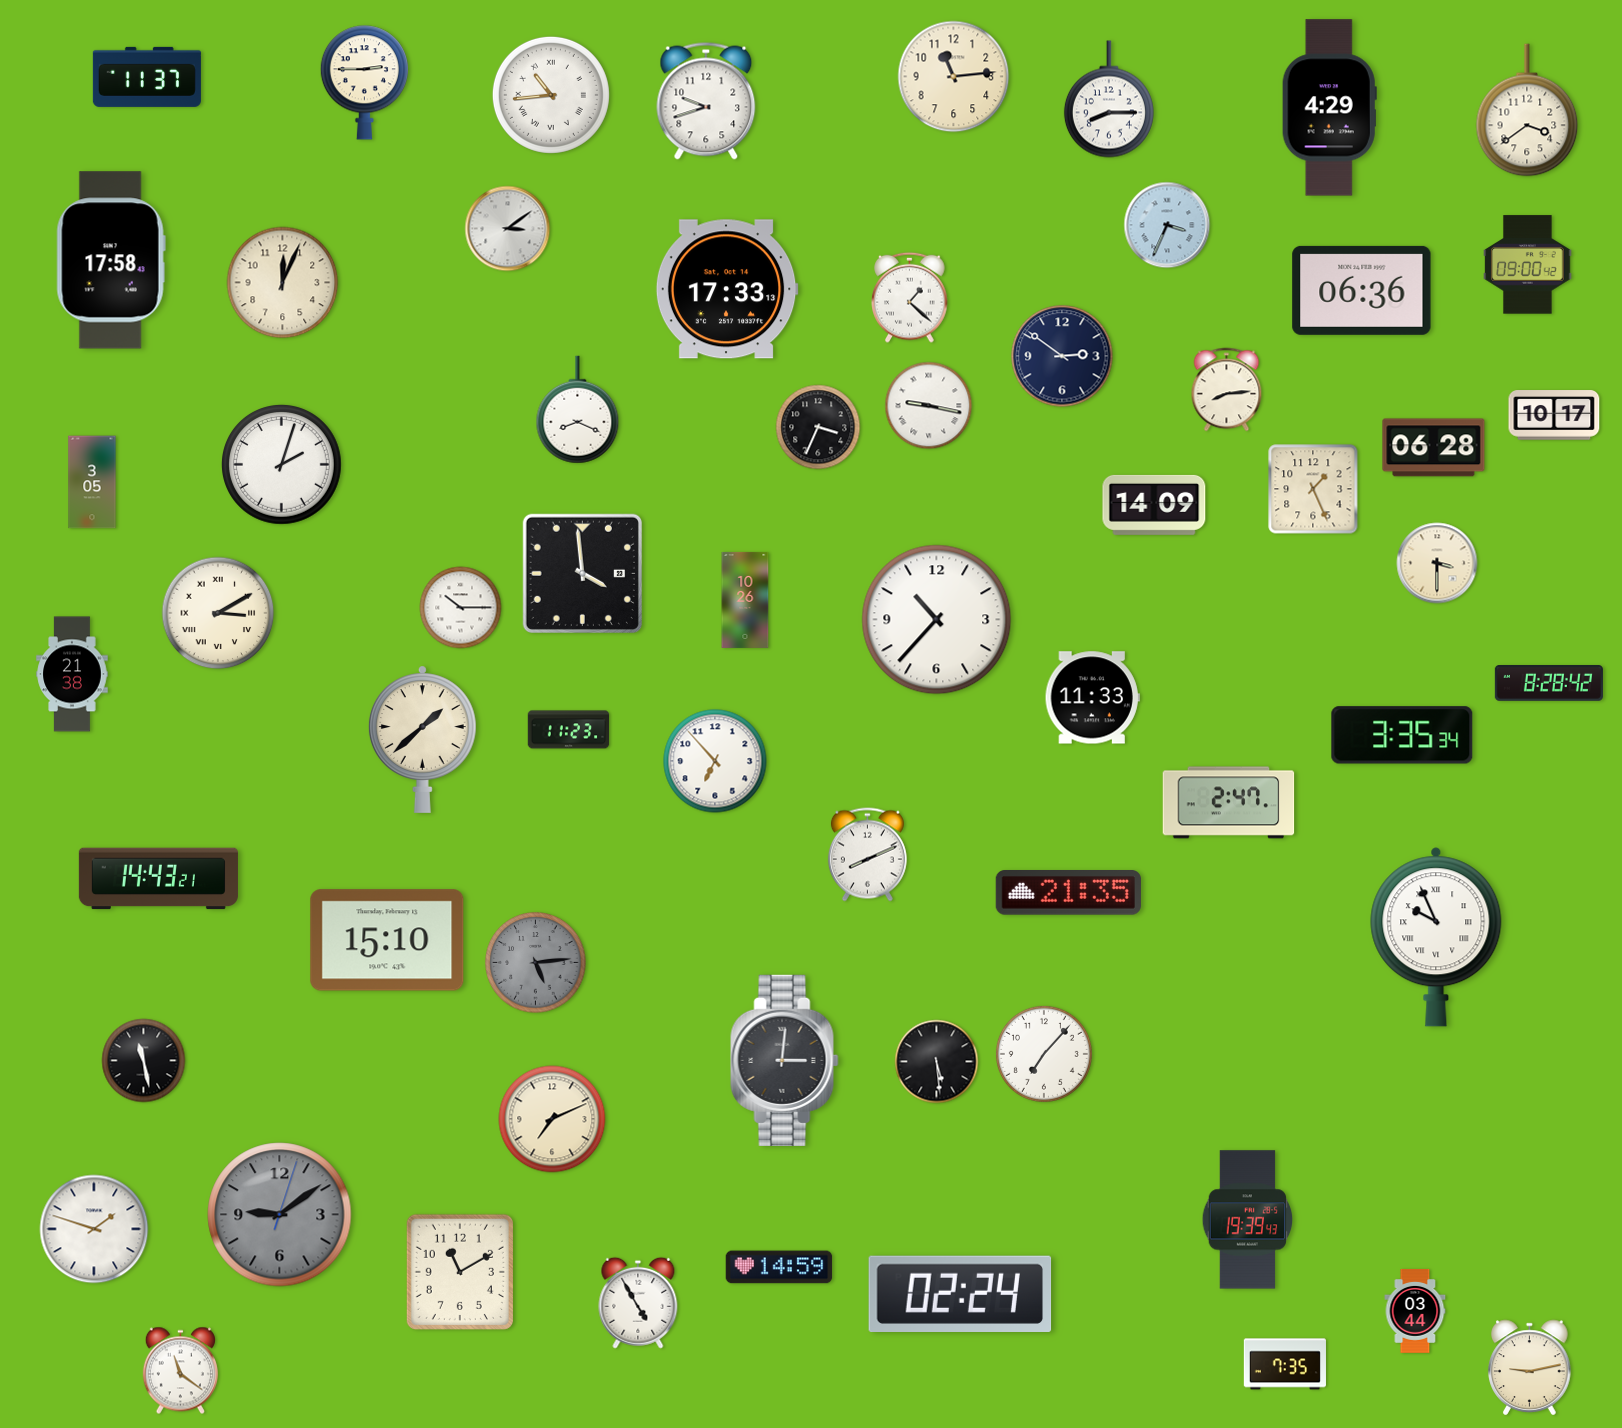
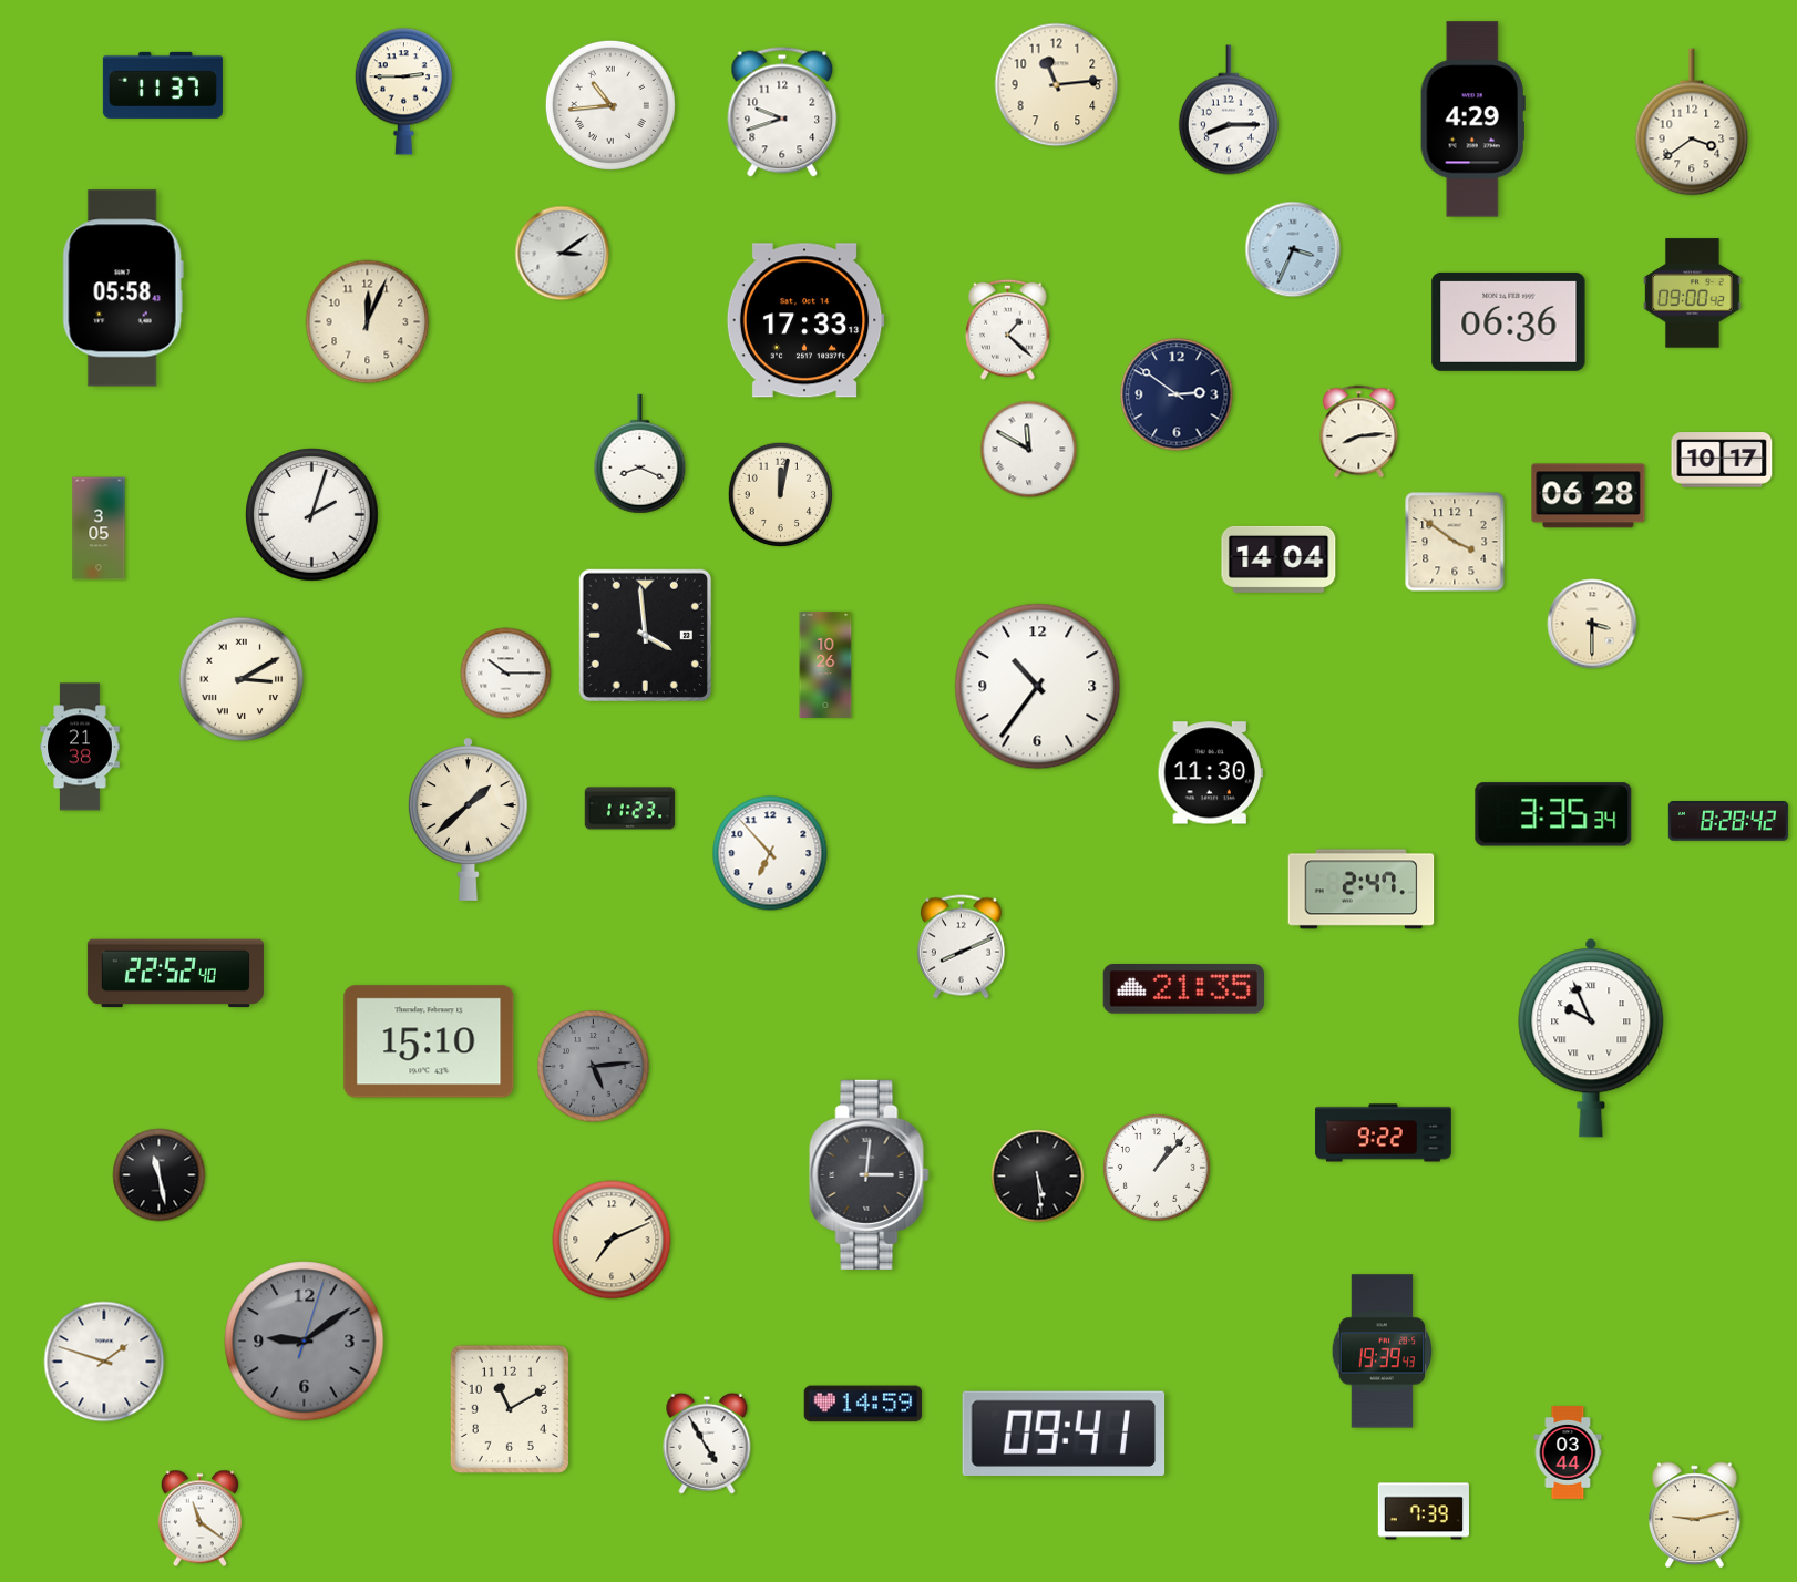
clock at (111, 260): 17:58 -> 05:58
clock at (283, 283) position: (283, 283) -> (368, 322)
clock at (929, 406): 9:17 -> 11:50
clock at (818, 427): 3:34 -> none
clock at (780, 494): none -> 12:02
clock at (92, 482) position: (92, 482) -> (99, 528)
clock at (1313, 489): 1:26 -> 3:51
clock at (1154, 505): 14:09 -> 14:04
clock at (461, 608) position: (461, 608) -> (506, 674)
clock at (937, 620): 10:37 -> 10:36
clock at (1549, 684) position: (1549, 684) -> (1728, 822)
clock at (1092, 698): 11:33 -> 11:30
clock at (715, 761) position: (715, 761) -> (770, 853)
clock at (158, 879): 14:43 -> 22:52
clock at (1384, 1133): none -> 9:22
clock at (1044, 1054): 7:07 -> 1:07
clock at (280, 1215) position: (280, 1215) -> (305, 1342)
clock at (960, 1293): 02:24 -> 09:41
clock at (1285, 1364): 7:35 -> 7:39
